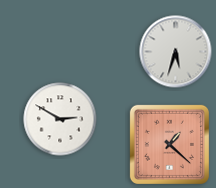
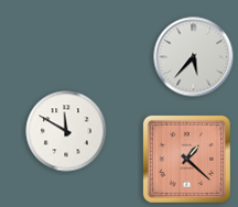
clock at (176, 52): 5:33 -> 5:37
clock at (60, 119): 2:50 -> 11:50
